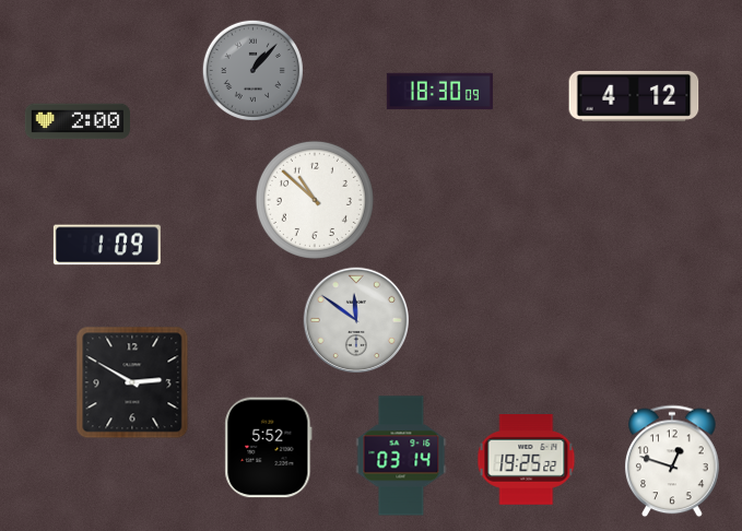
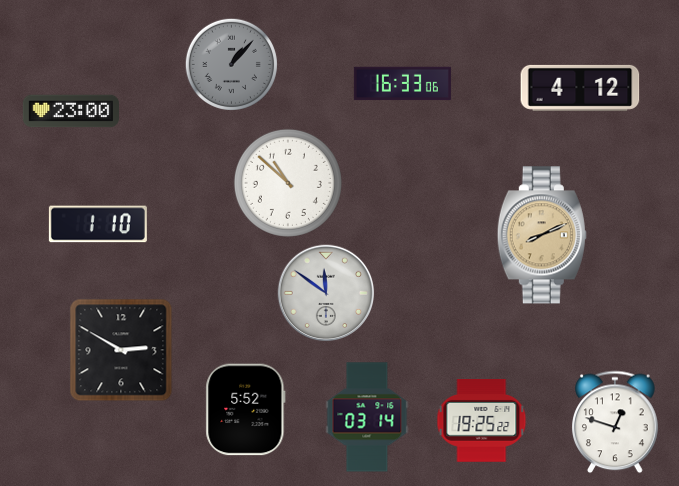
clock at (439, 92): 18:30 -> 16:33
clock at (78, 121): 2:00 -> 23:00
clock at (107, 245): 1:09 -> 1:10
clock at (542, 235): none -> 8:11
